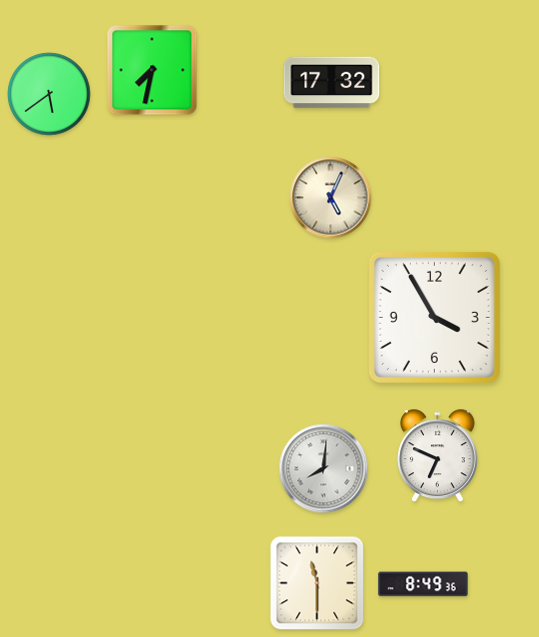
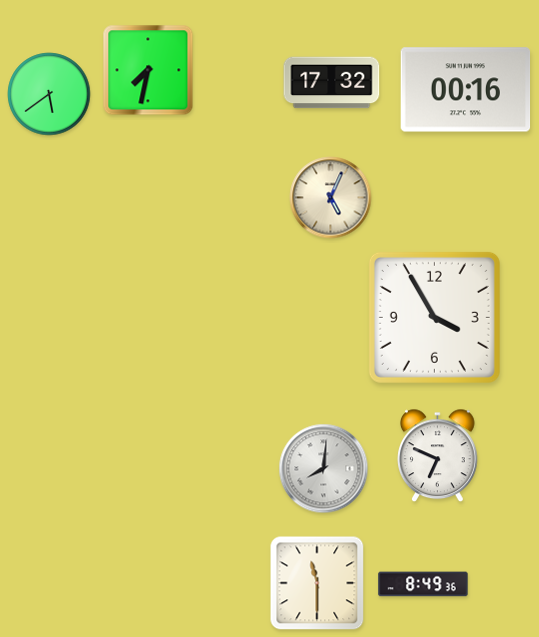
clock at (152, 70) position: (152, 70) -> (148, 70)
clock at (466, 90): none -> 00:16
